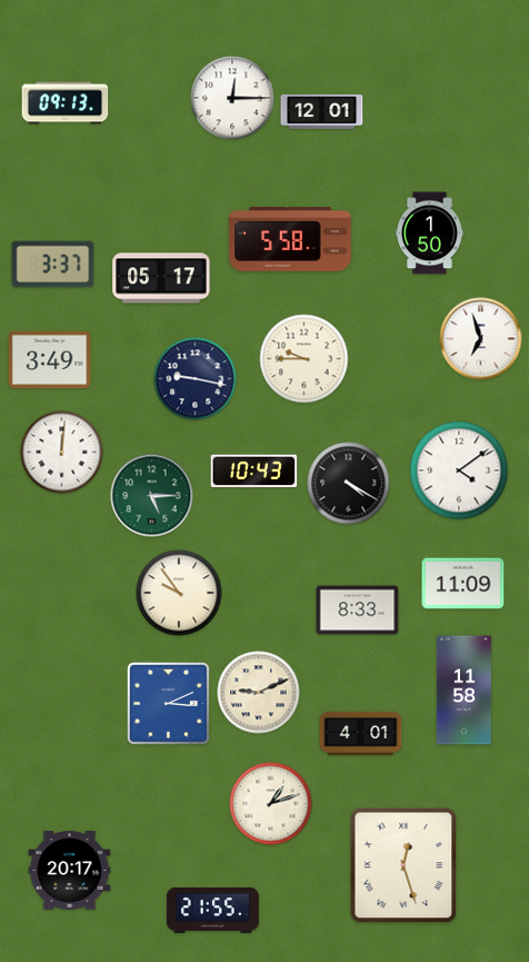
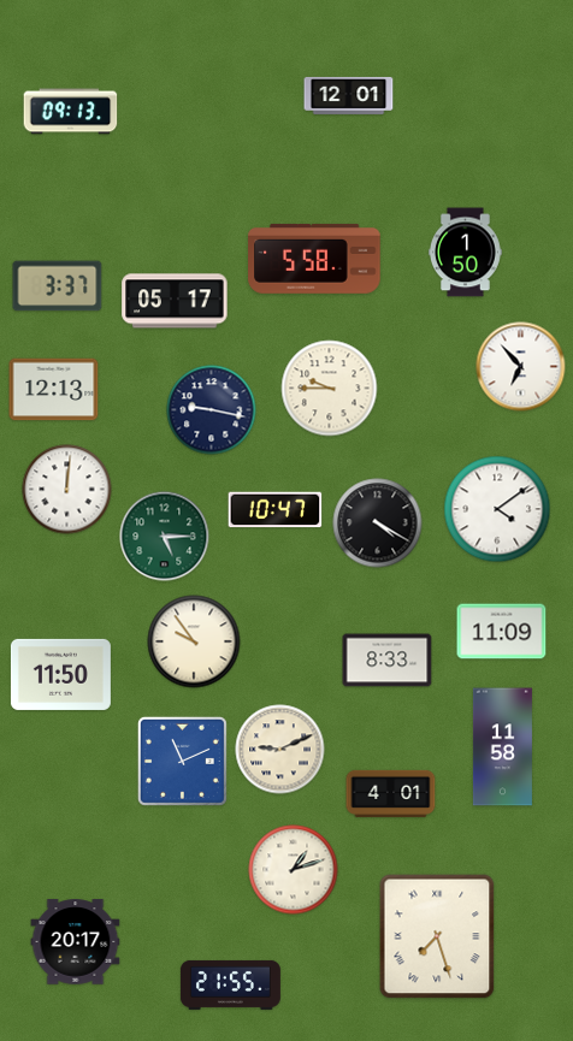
clock at (232, 98): 12:15 -> none
clock at (322, 111) position: (322, 111) -> (349, 95)
clock at (481, 339): 6:57 -> 6:53
clock at (50, 360): 3:49 -> 12:13
clock at (254, 472): 10:43 -> 10:47
clock at (60, 674): none -> 11:50
clock at (168, 703): 3:11 -> 11:11
clock at (403, 865): 12:27 -> 7:27
